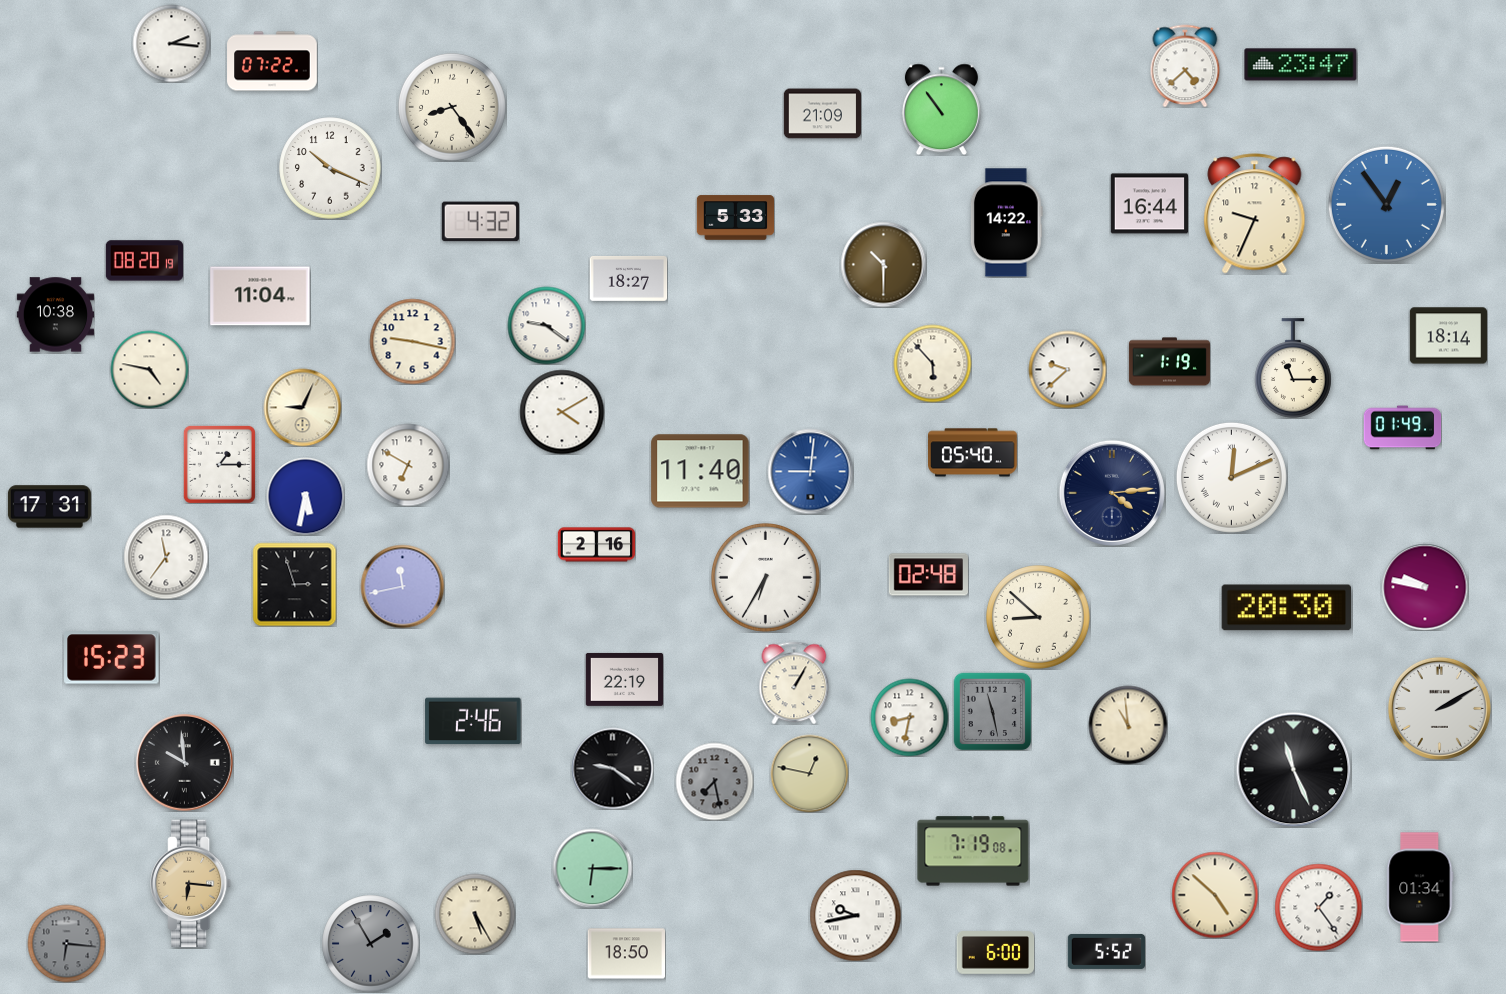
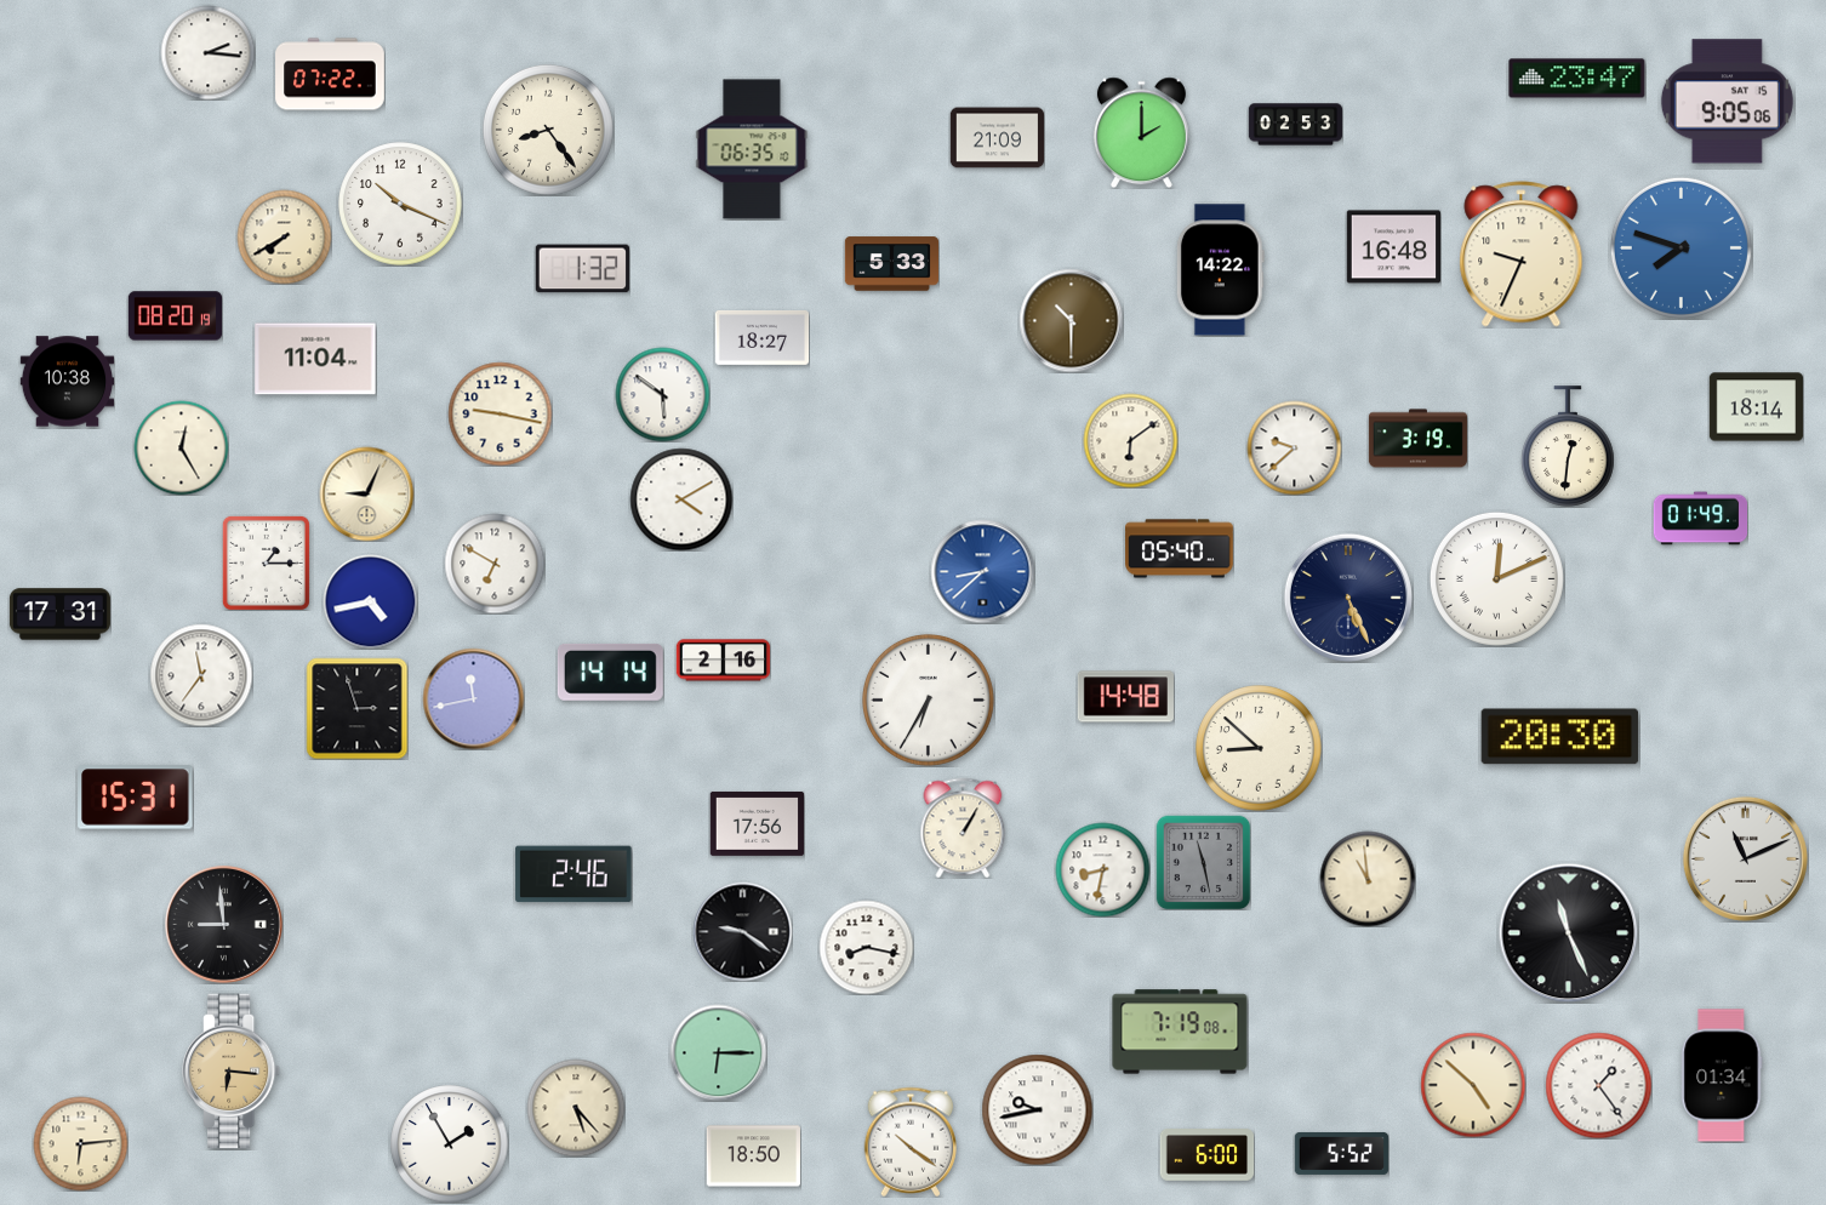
clock at (1185, 66): 4:38 -> none
clock at (1727, 102): none -> 9:05
clock at (1295, 125): none -> 02:53
clock at (941, 109): 10:54 -> 2:00
clock at (752, 149): none -> 06:35
clock at (284, 236): none -> 7:40
clock at (1149, 204): 16:44 -> 16:48
clock at (1386, 204): 12:54 -> 7:48
clock at (1255, 214) position: (1255, 214) -> (1522, 255)
clock at (480, 222): 4:32 -> 1:32
clock at (546, 325): 9:21 -> 5:51
clock at (1169, 362): 1:19 -> 3:19
clock at (932, 363): 5:53 -> 6:09
clock at (1293, 368): 11:15 -> 12:31
clock at (149, 369): 4:47 -> 12:25
clock at (700, 471): 11:40 -> none
clock at (810, 471): 9:01 -> 8:38
clock at (1231, 477) position: (1231, 477) -> (1496, 578)
clock at (1112, 493): 4:14 -> 5:26
clock at (305, 496): 5:32 -> 4:43
clock at (610, 672): none -> 14:14
clock at (928, 575): 02:48 -> 14:48
clock at (402, 586) position: (402, 586) -> (473, 698)
clock at (1425, 587): 9:47 -> none
clock at (112, 658): 15:23 -> 15:31
clock at (624, 679): 22:19 -> 17:56
clock at (1439, 708): 2:10 -> 11:11
clock at (185, 763): 9:59 -> 8:59
clock at (809, 773): 12:47 -> none
clock at (714, 781): 7:28 -> 8:17
clock at (714, 781) dial: grey -> white
clock at (1318, 907) position: (1318, 907) -> (1598, 1085)
clock at (475, 914): 5:25 -> 5:23
clock at (909, 1142): none -> 10:21
clock at (66, 943): 6:16 -> 6:14
clock at (66, 943) dial: grey -> cream
clock at (371, 944) dial: grey -> white
clock at (626, 954) position: (626, 954) -> (753, 1157)
